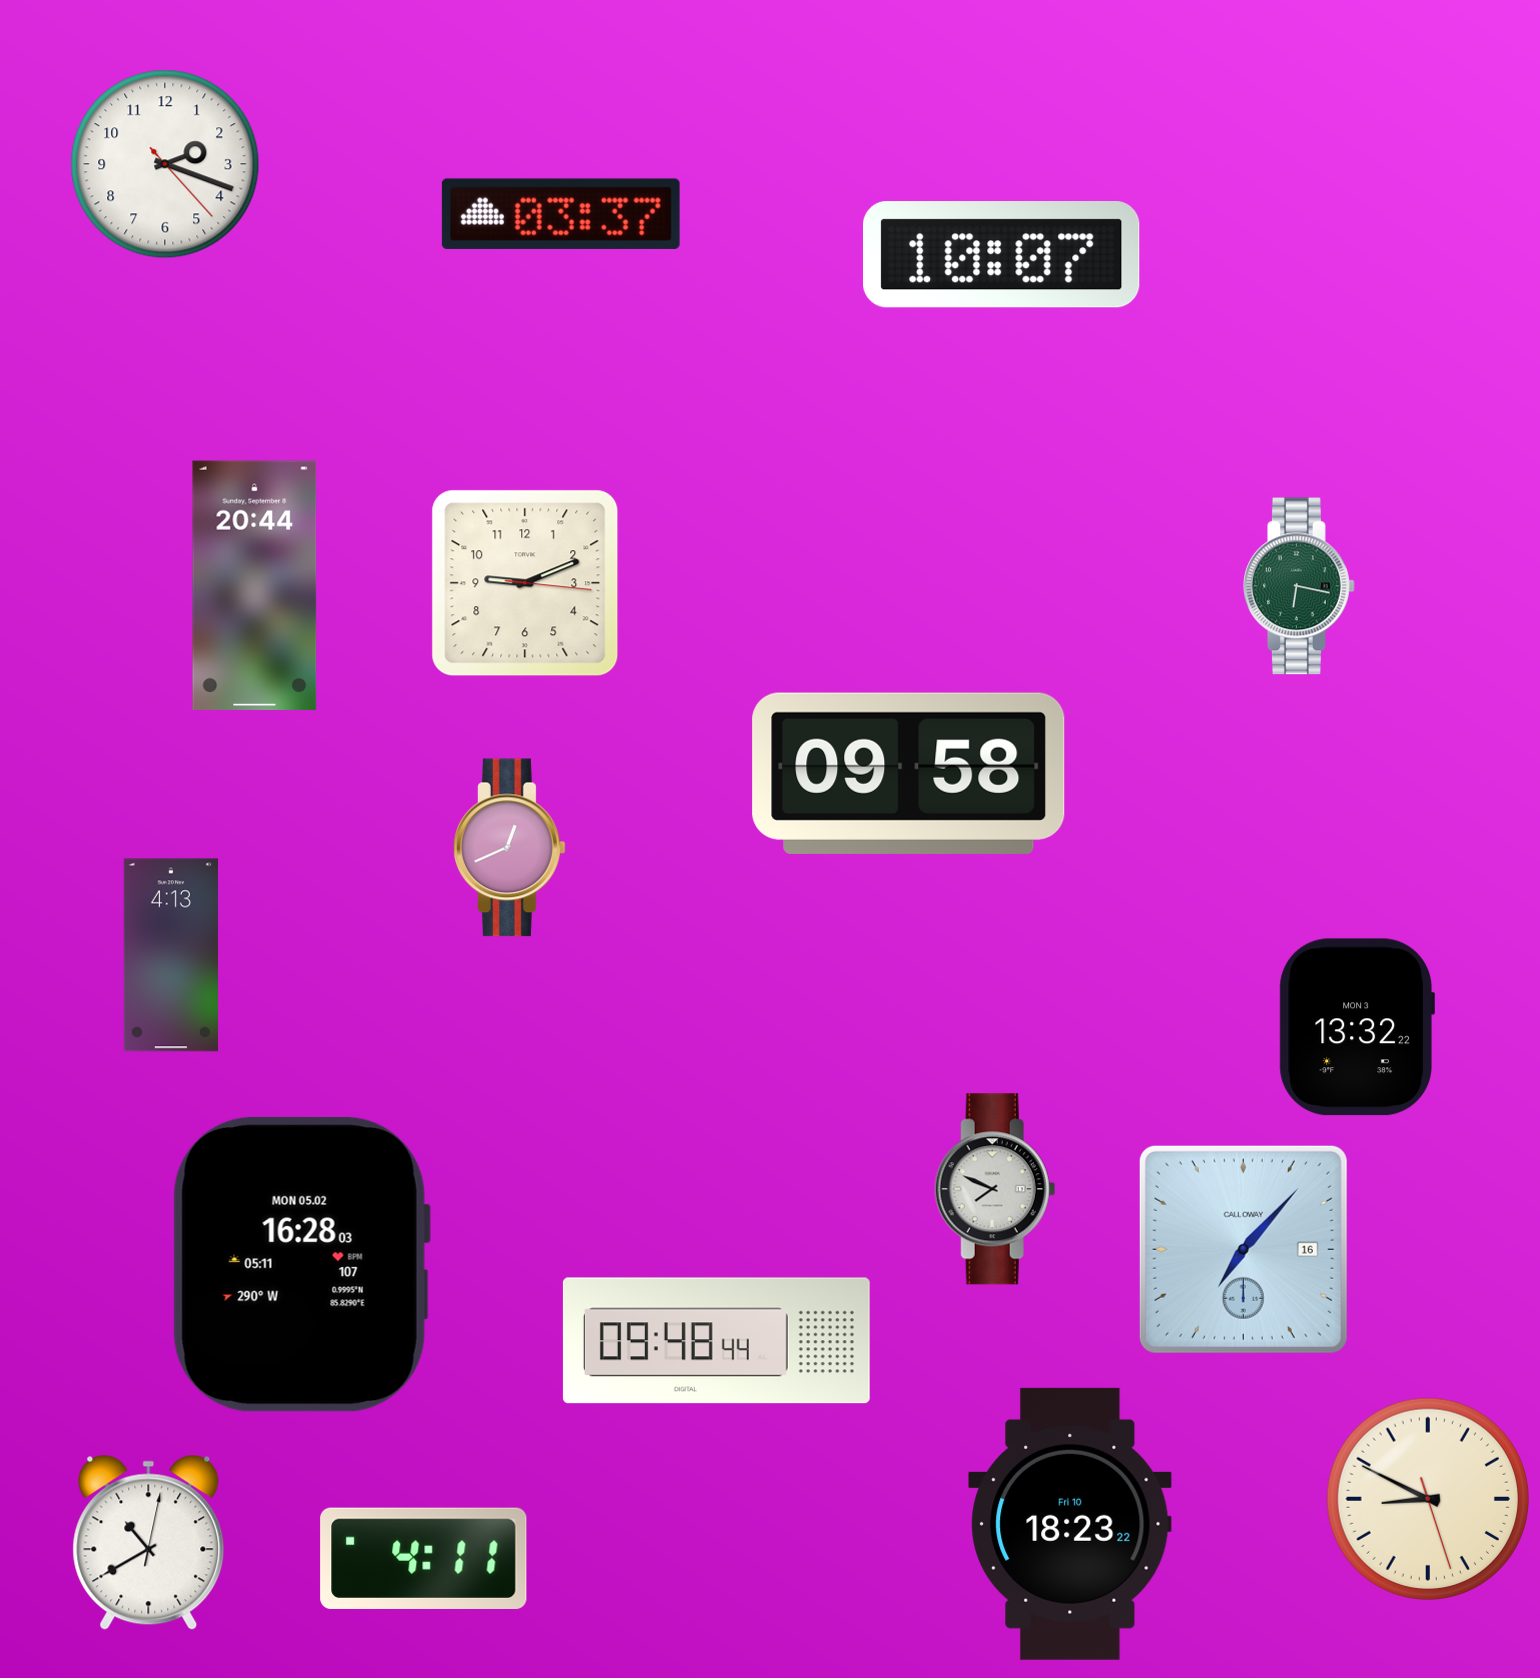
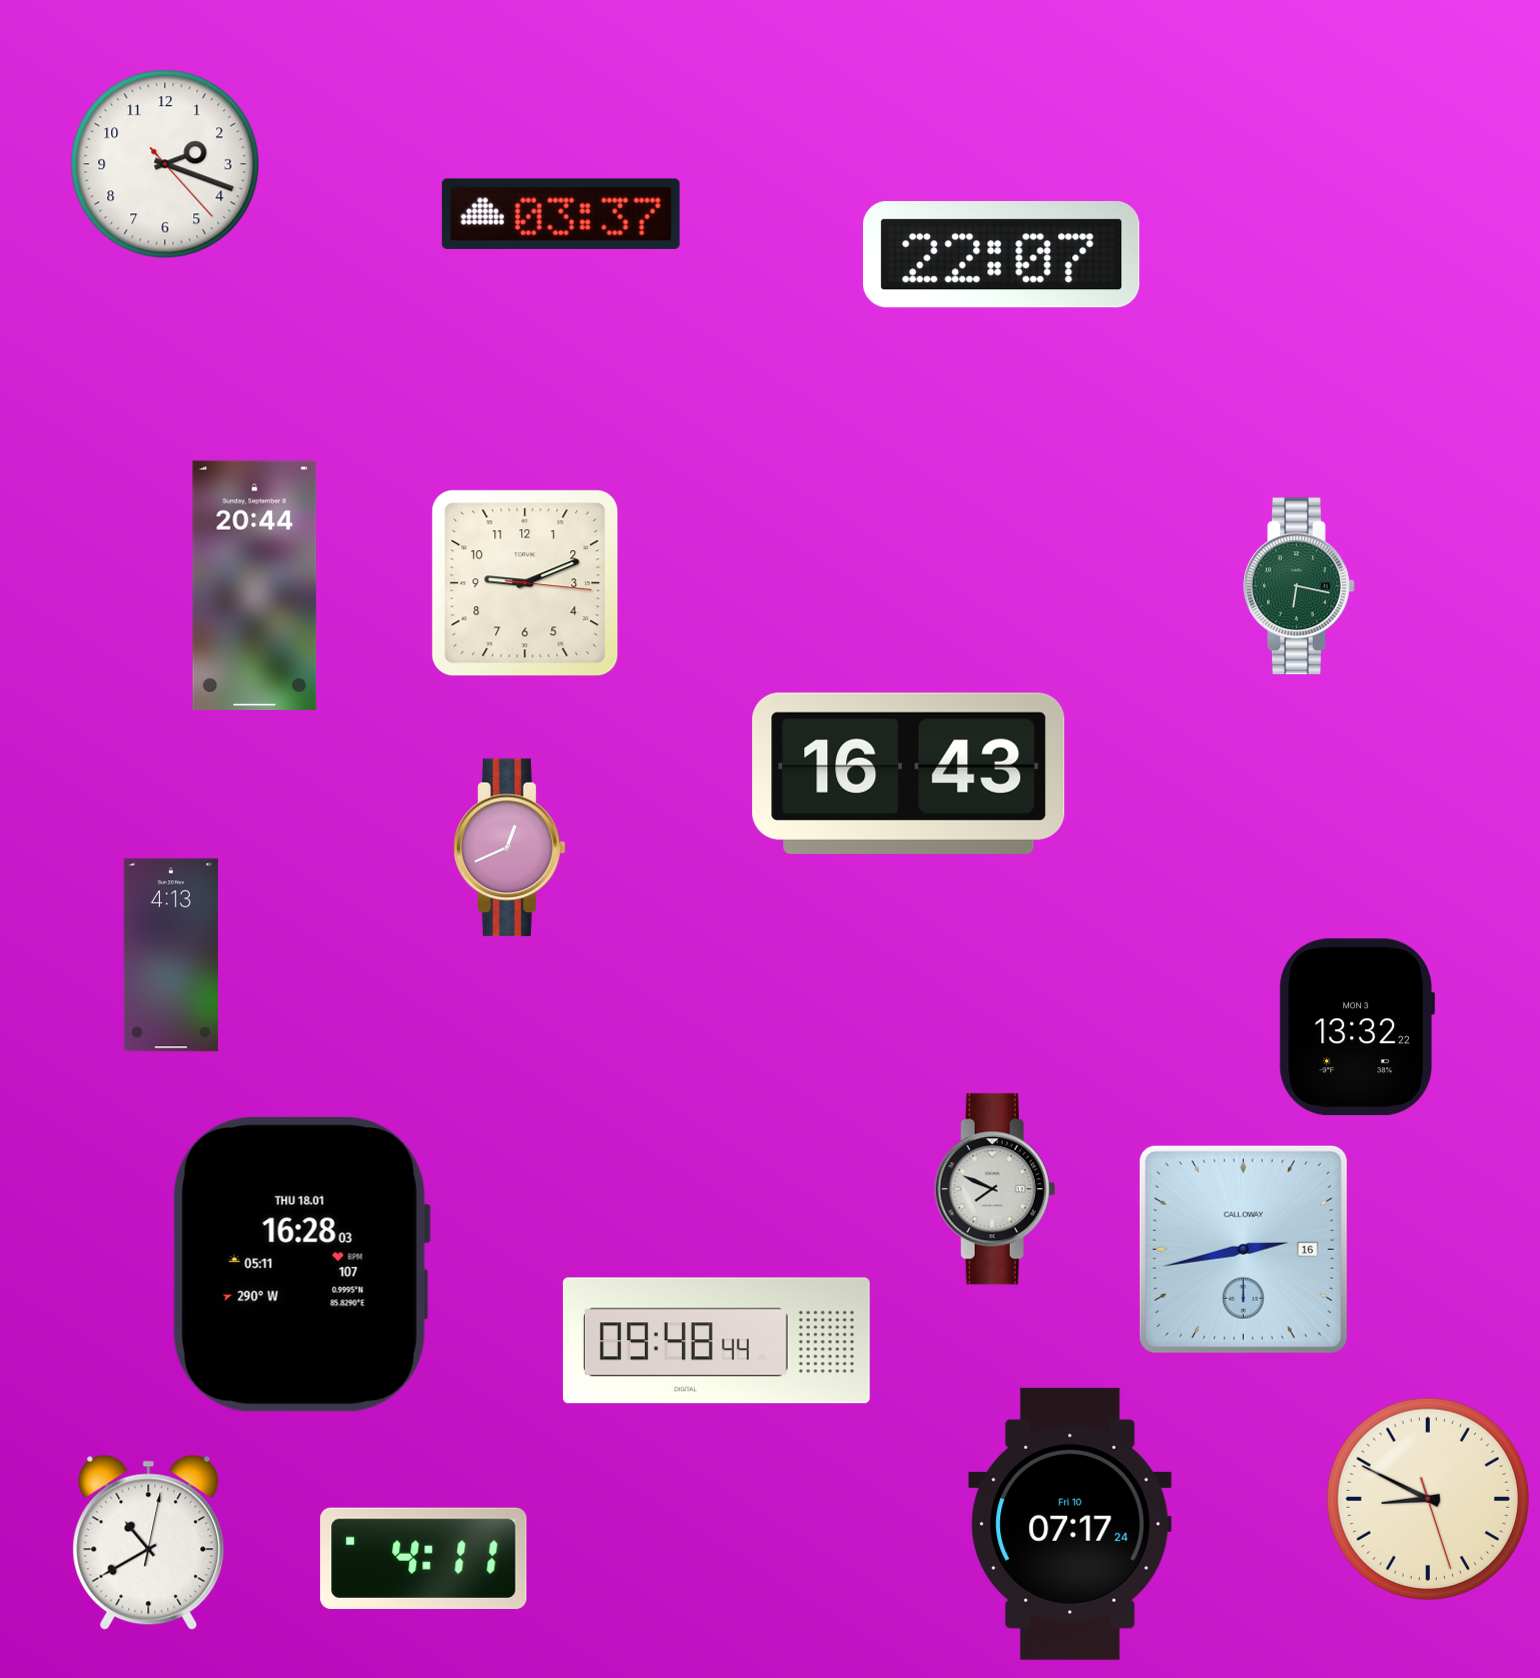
clock at (1002, 255): 10:07 -> 22:07
clock at (909, 773): 09:58 -> 16:43
clock at (1243, 1249): 7:07 -> 2:43
clock at (301, 1264) date: MON 05.02 -> THU 18.01
clock at (1070, 1524): 18:23 -> 07:17
